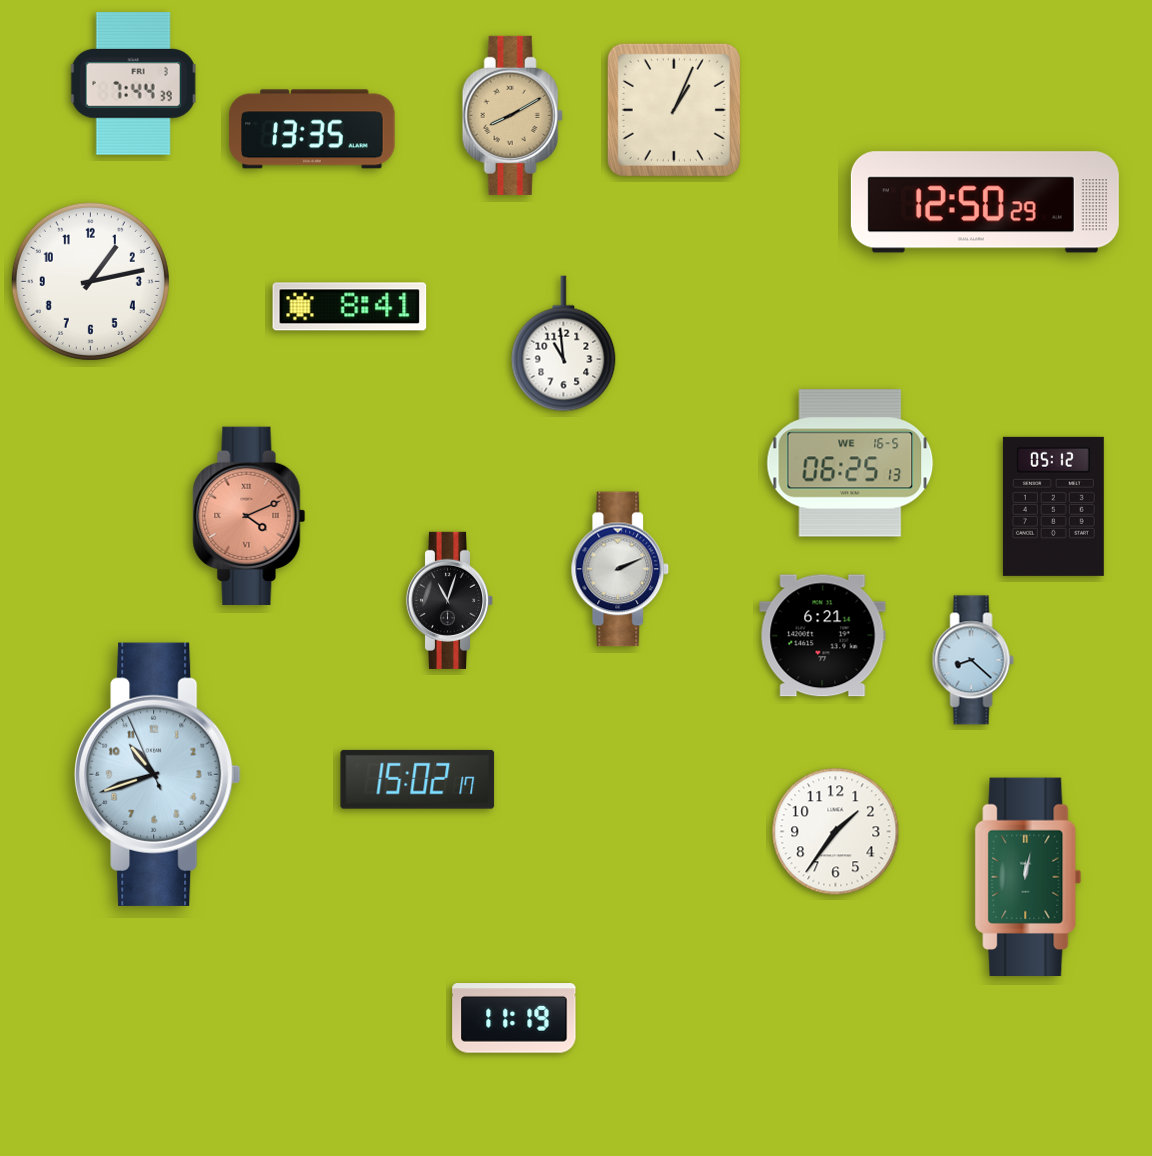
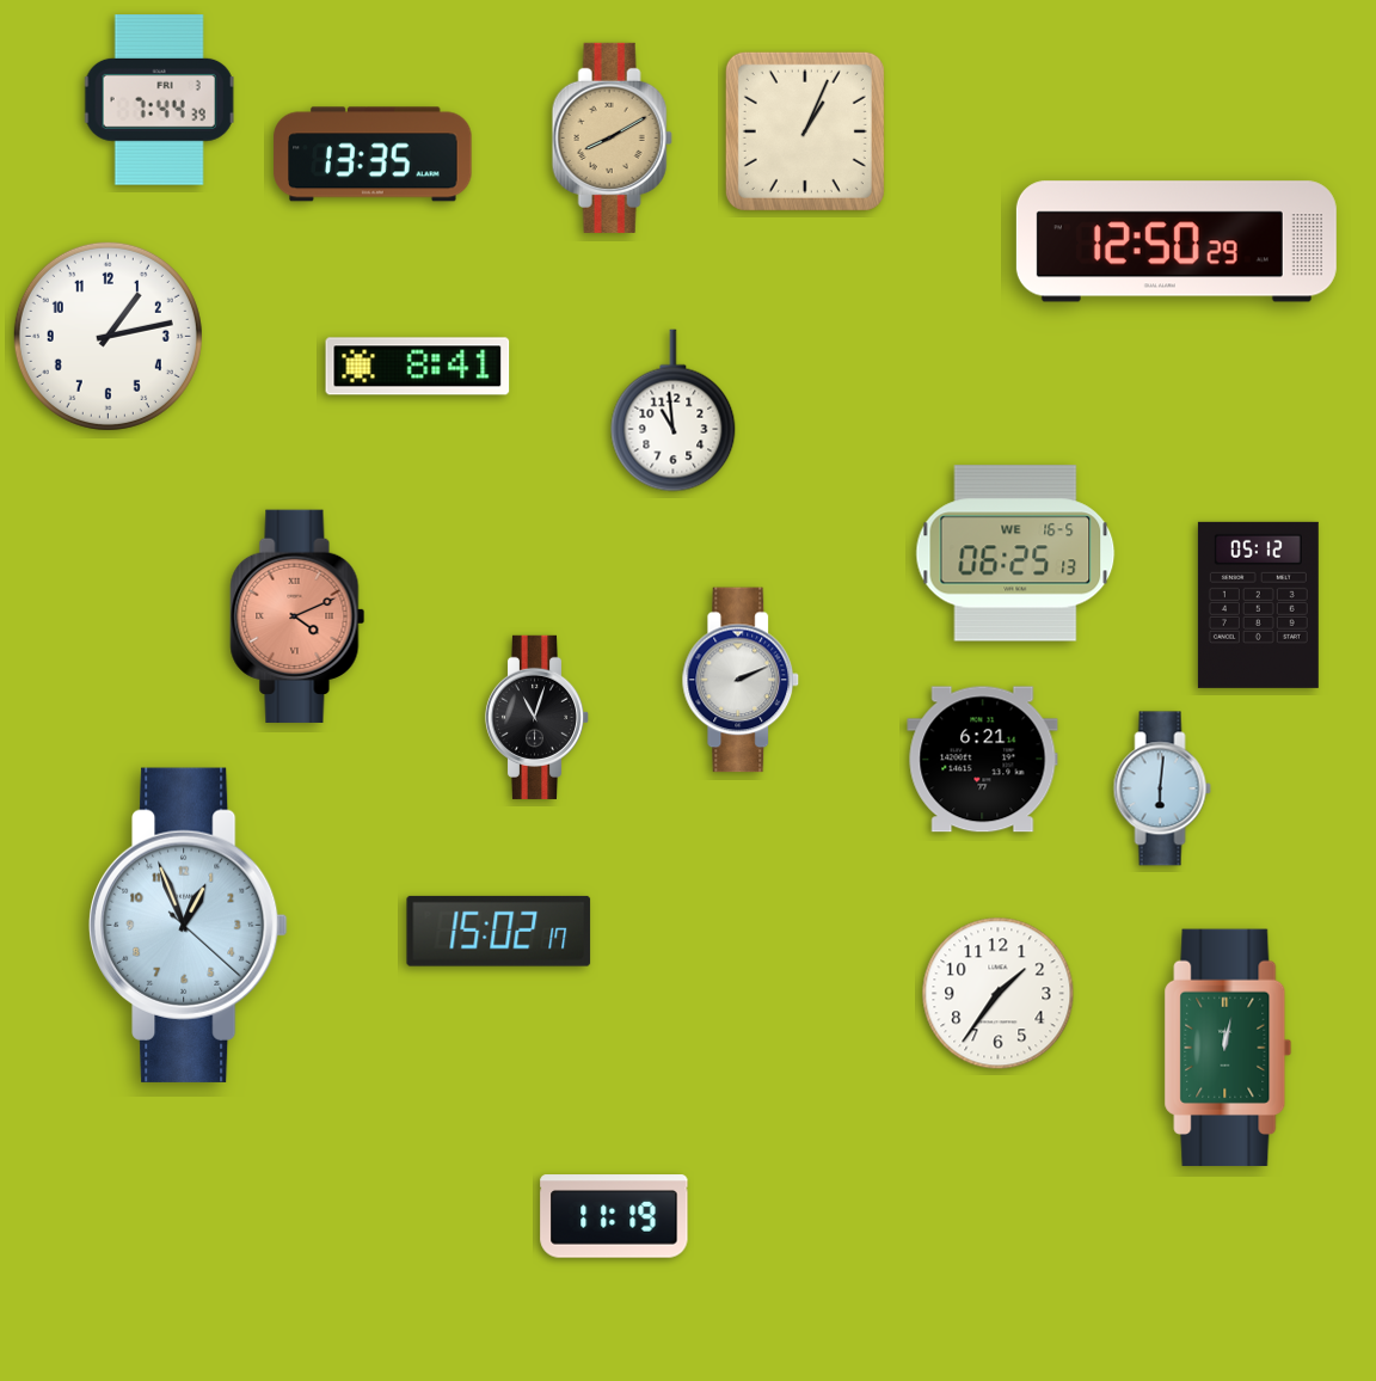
clock at (973, 660): 8:22 -> 6:01
clock at (158, 774): 10:41 -> 12:56
